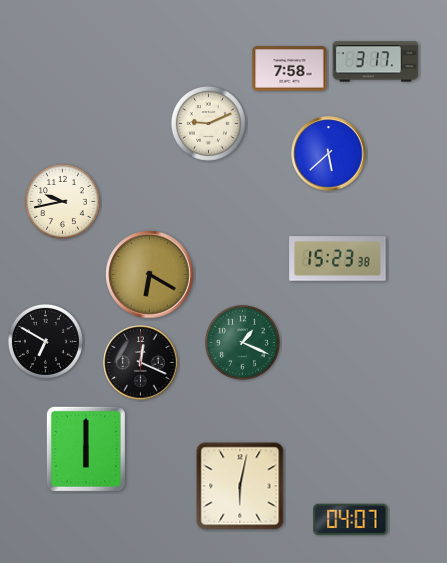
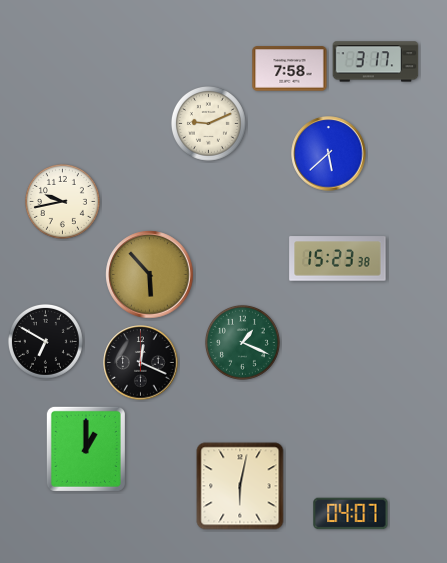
clock at (150, 275): 6:20 -> 5:53
clock at (86, 449): 6:00 -> 1:00
clock at (351, 520) position: (351, 520) -> (351, 514)
